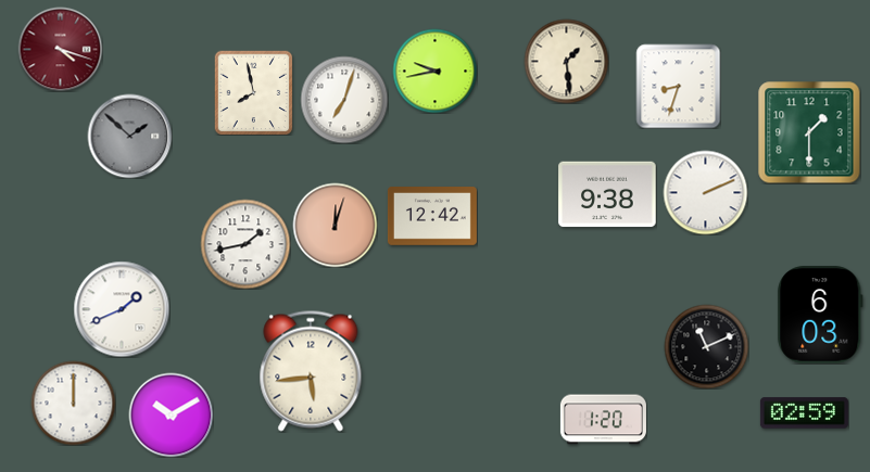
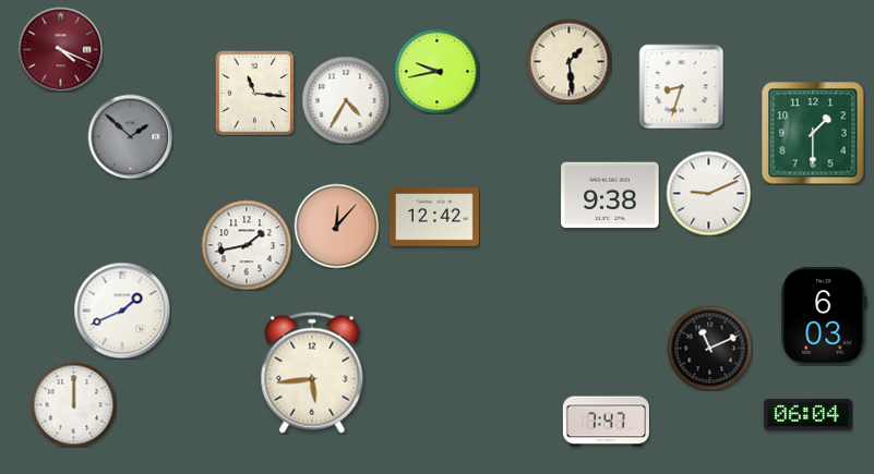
clock at (60, 49): 4:18 -> 4:19
clock at (254, 92): 7:58 -> 11:16
clock at (344, 100): 7:03 -> 4:35
clock at (705, 192): 2:11 -> 9:11
clock at (335, 225): 12:03 -> 12:07
clock at (804, 413): 02:59 -> 06:04
clock at (171, 414): 10:10 -> none
clock at (603, 420): 1:20 -> 7:47
